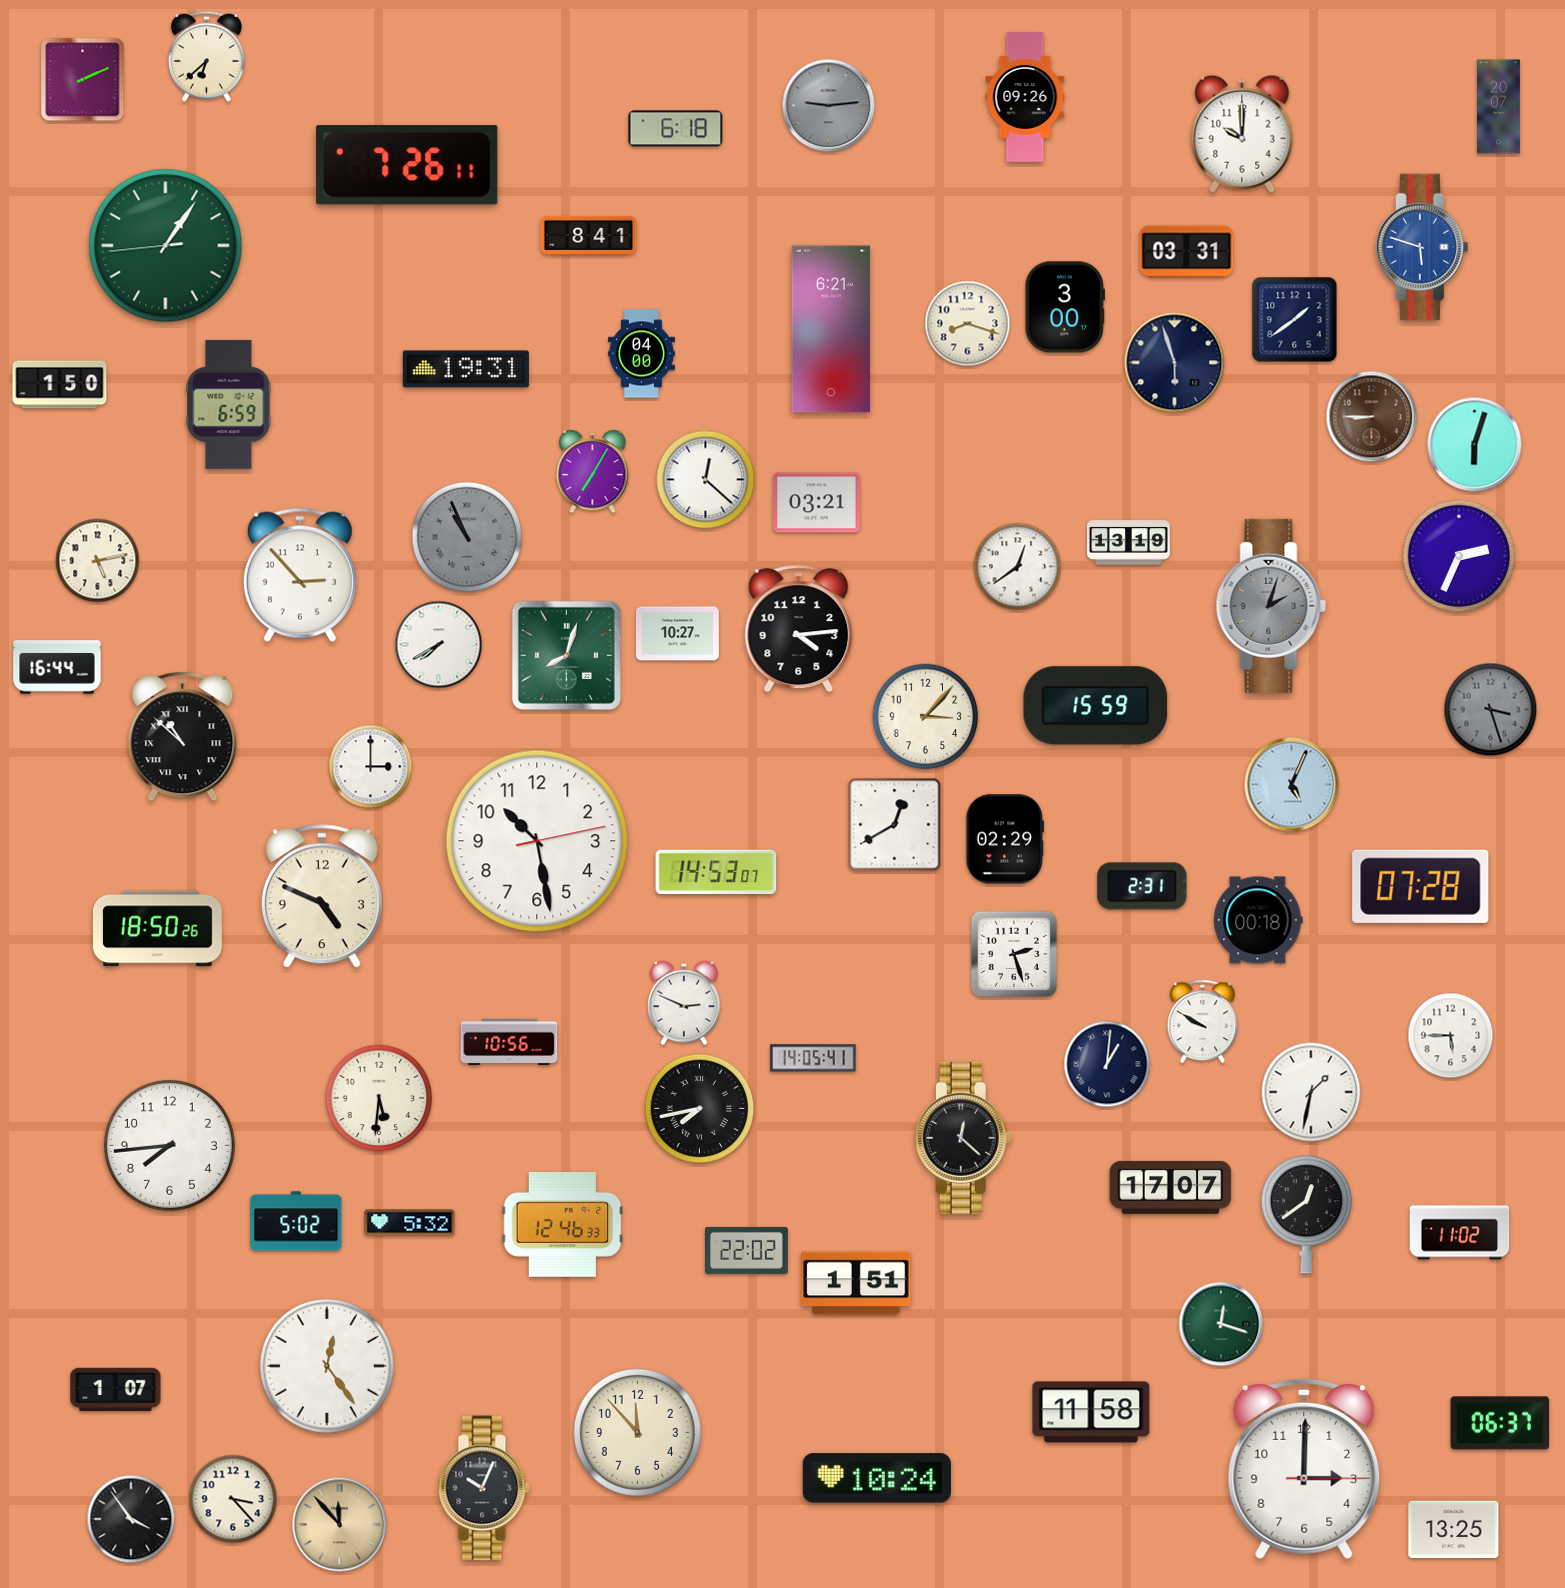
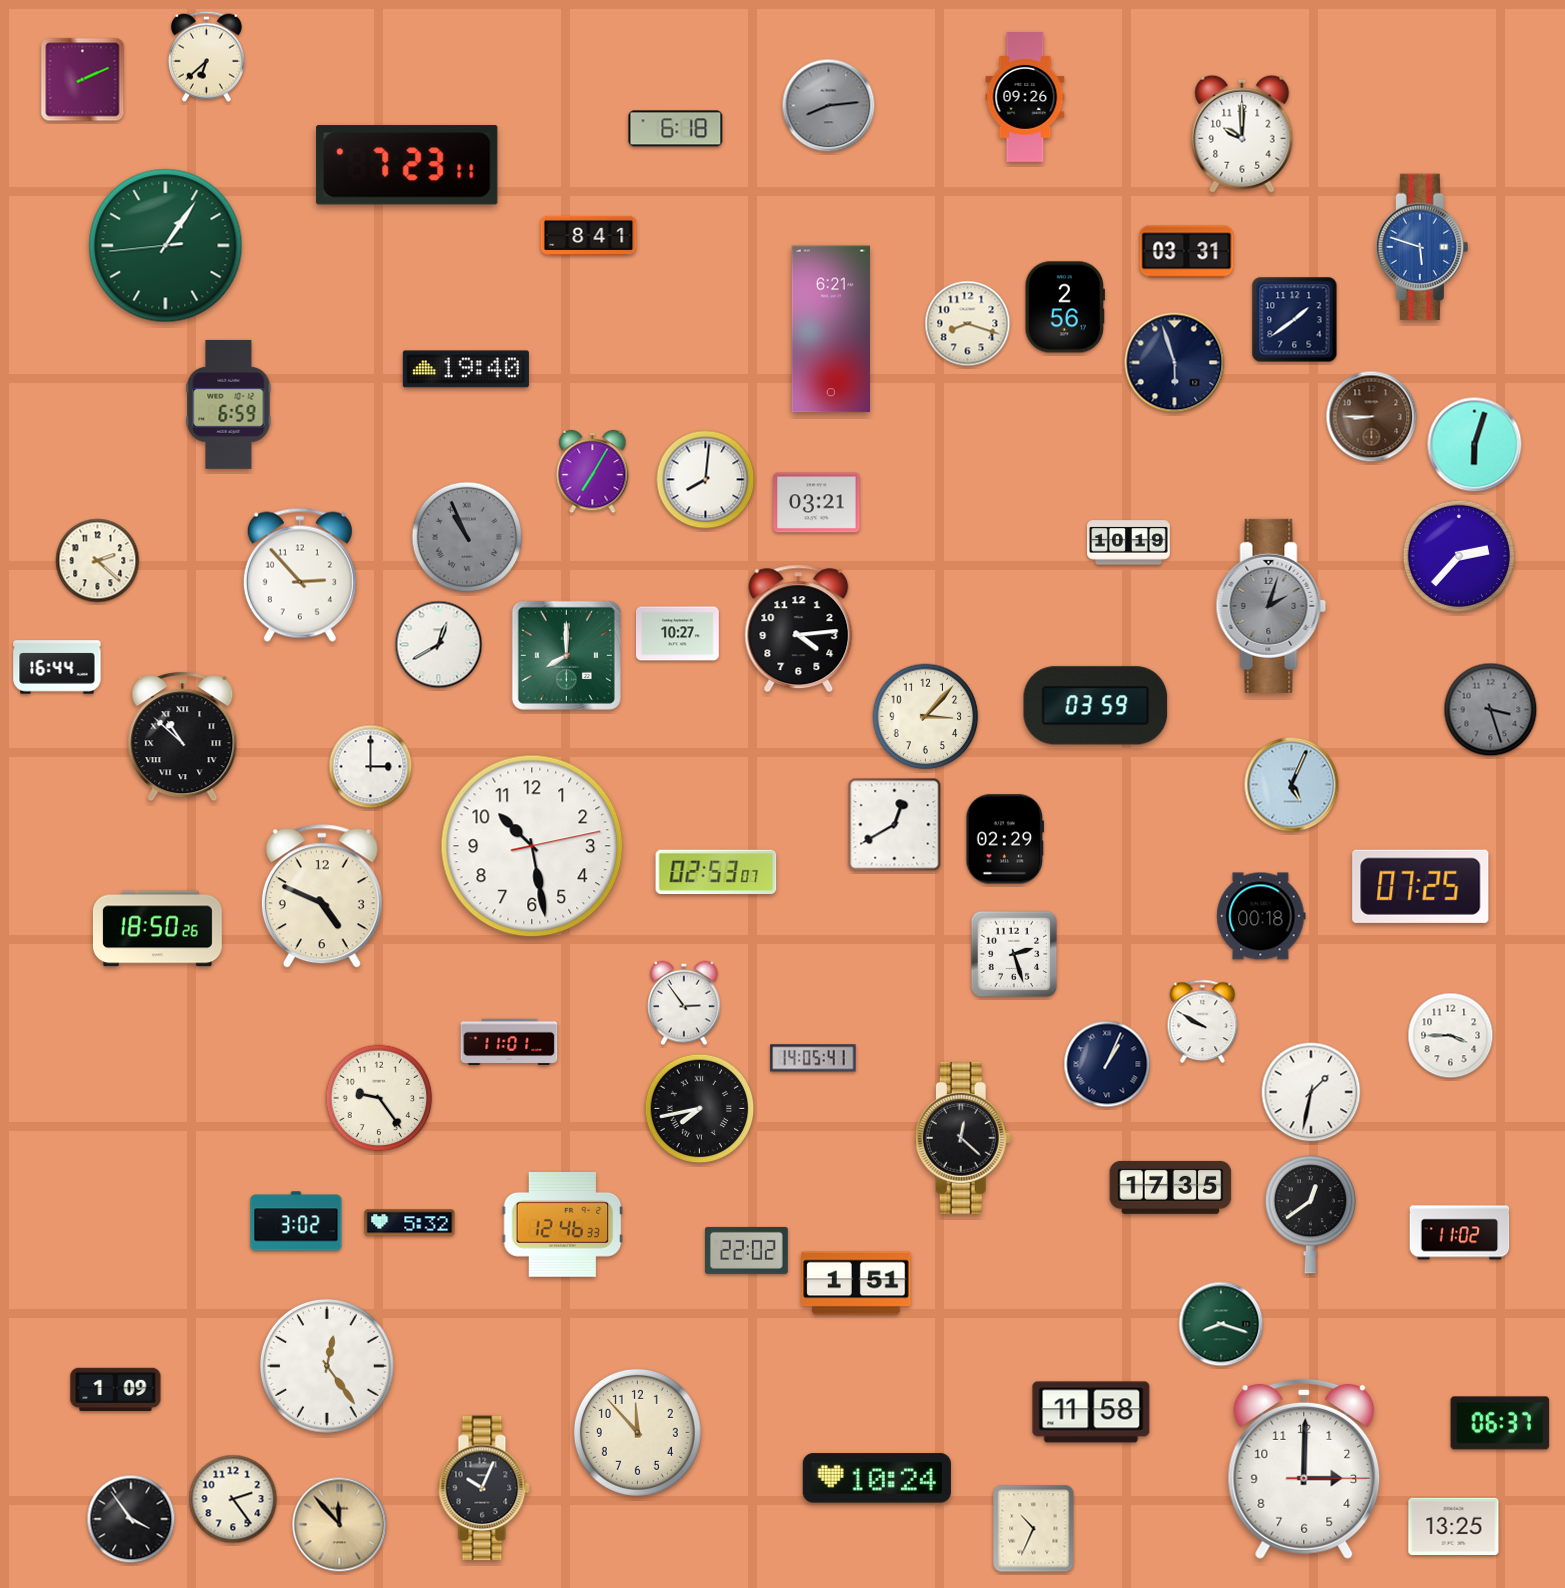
clock at (829, 106): 9:14 -> 8:14
clock at (1499, 107): 20:07 -> none
clock at (407, 165): 7:26 -> 7:23
clock at (1065, 307): 3:00 -> 2:56
clock at (641, 354): 04:00 -> none
clock at (466, 369): 19:31 -> 19:40
clock at (60, 385): 1:50 -> none
clock at (706, 480): 12:22 -> 8:01
clock at (1129, 543): 13:19 -> 10:19
clock at (1459, 556): 2:34 -> 2:37
clock at (98, 561): 5:13 -> 2:22
clock at (1018, 567): 12:39 -> none
clock at (439, 645): 7:40 -> 12:40
clock at (566, 655): 8:03 -> 8:00
clock at (1096, 706): 15:59 -> 03:59
clock at (537, 841) position: (537, 841) -> (532, 846)
clock at (716, 871): 14:53 -> 02:53
clock at (1142, 886): 2:31 -> none
clock at (1421, 886): 07:28 -> 07:25
clock at (1258, 920) position: (1258, 920) -> (1261, 916)
clock at (685, 1003): 2:49 -> 2:54
clock at (1451, 1036): 5:45 -> 3:45
clock at (509, 1042): 10:56 -> 11:01
clock at (1107, 1064): 1:01 -> 1:04
clock at (379, 1098): 5:31 -> 9:24
clock at (169, 1145): 7:44 -> none
clock at (1171, 1187): 17:07 -> 17:35
clock at (1306, 1215) position: (1306, 1215) -> (1310, 1215)
clock at (296, 1221): 5:02 -> 3:02
clock at (1221, 1324): 12:18 -> 8:18
clock at (116, 1390): 1:07 -> 1:09
clock at (233, 1499): 3:23 -> 2:24
clock at (1034, 1529): none -> 10:34
clock at (1454, 1529) position: (1454, 1529) -> (1454, 1526)
